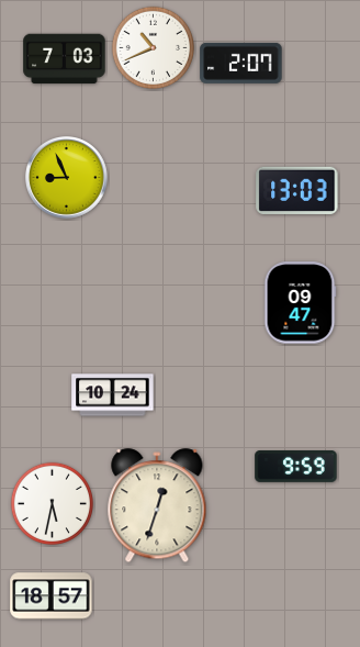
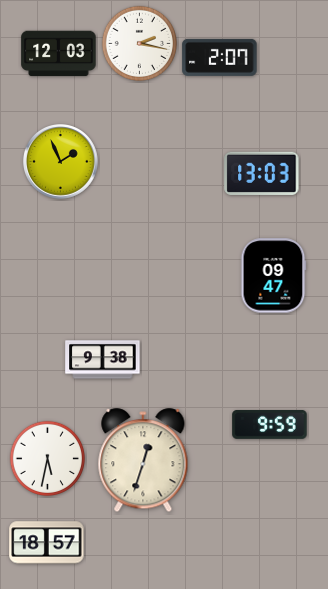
clock at (153, 47): 10:41 -> 2:17
clock at (65, 59): 7:03 -> 12:03
clock at (67, 178): 8:56 -> 1:56
clock at (297, 190) position: (297, 190) -> (262, 173)
clock at (113, 395): 10:24 -> 9:38
